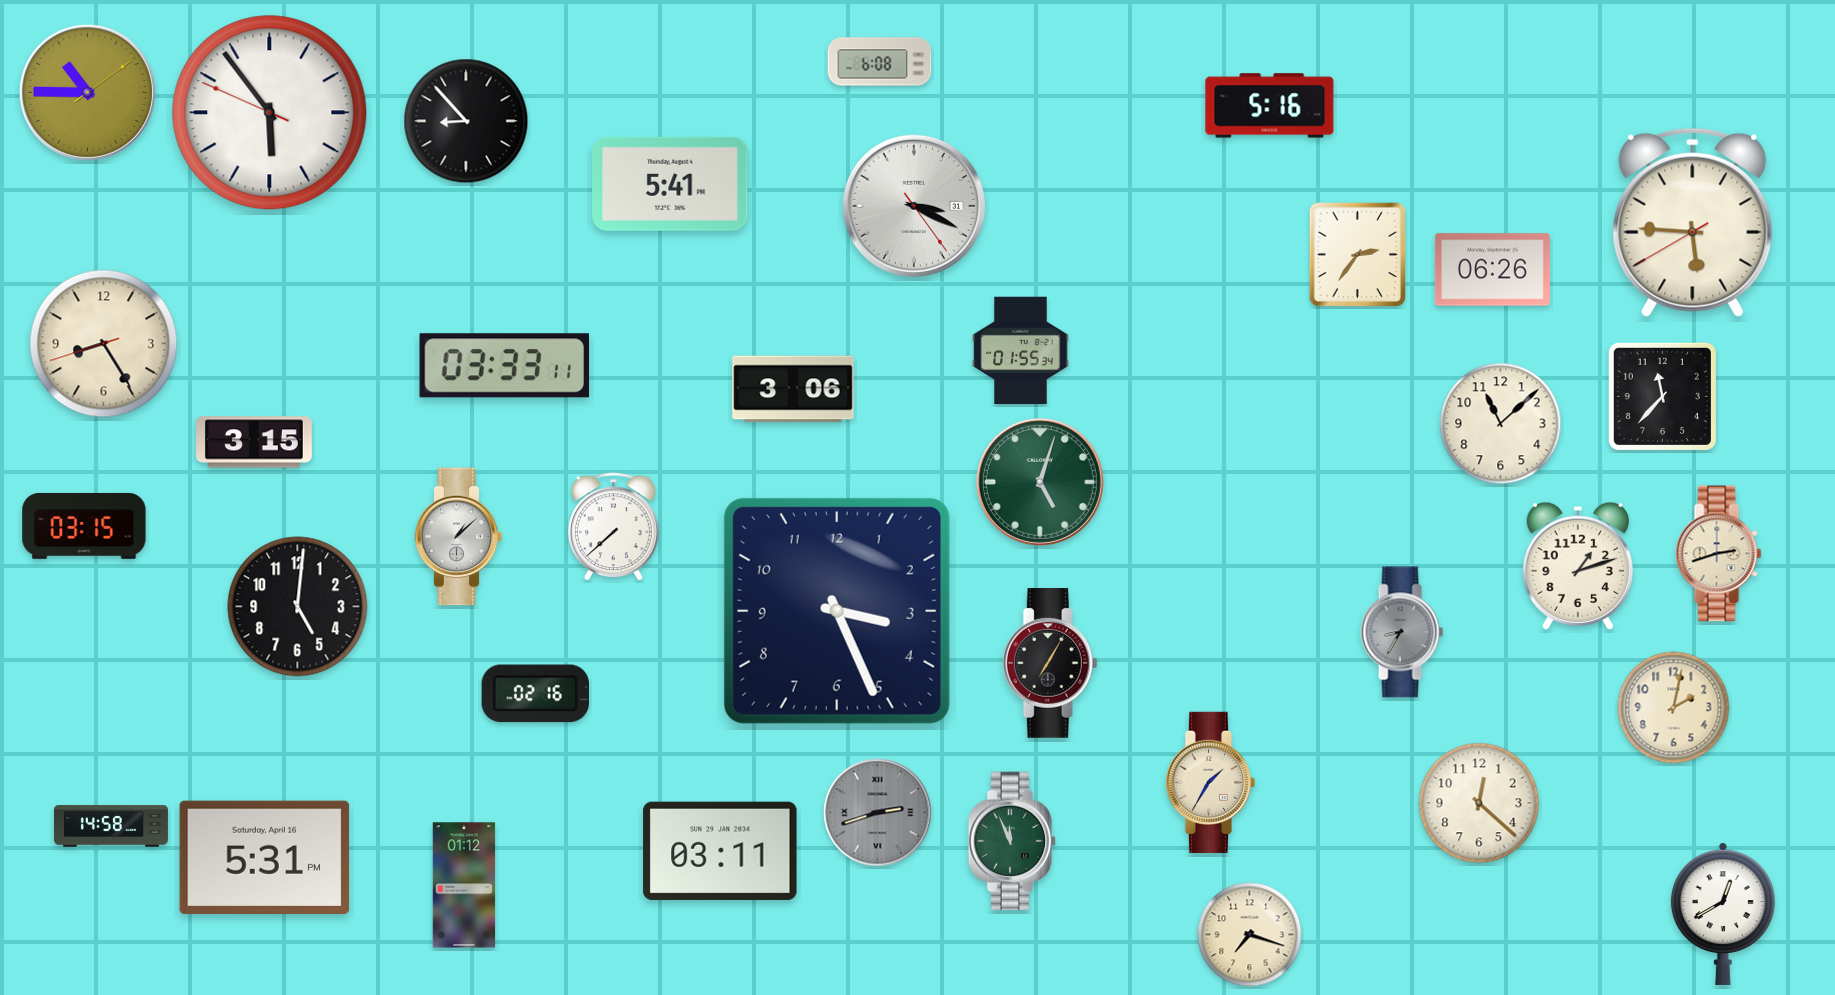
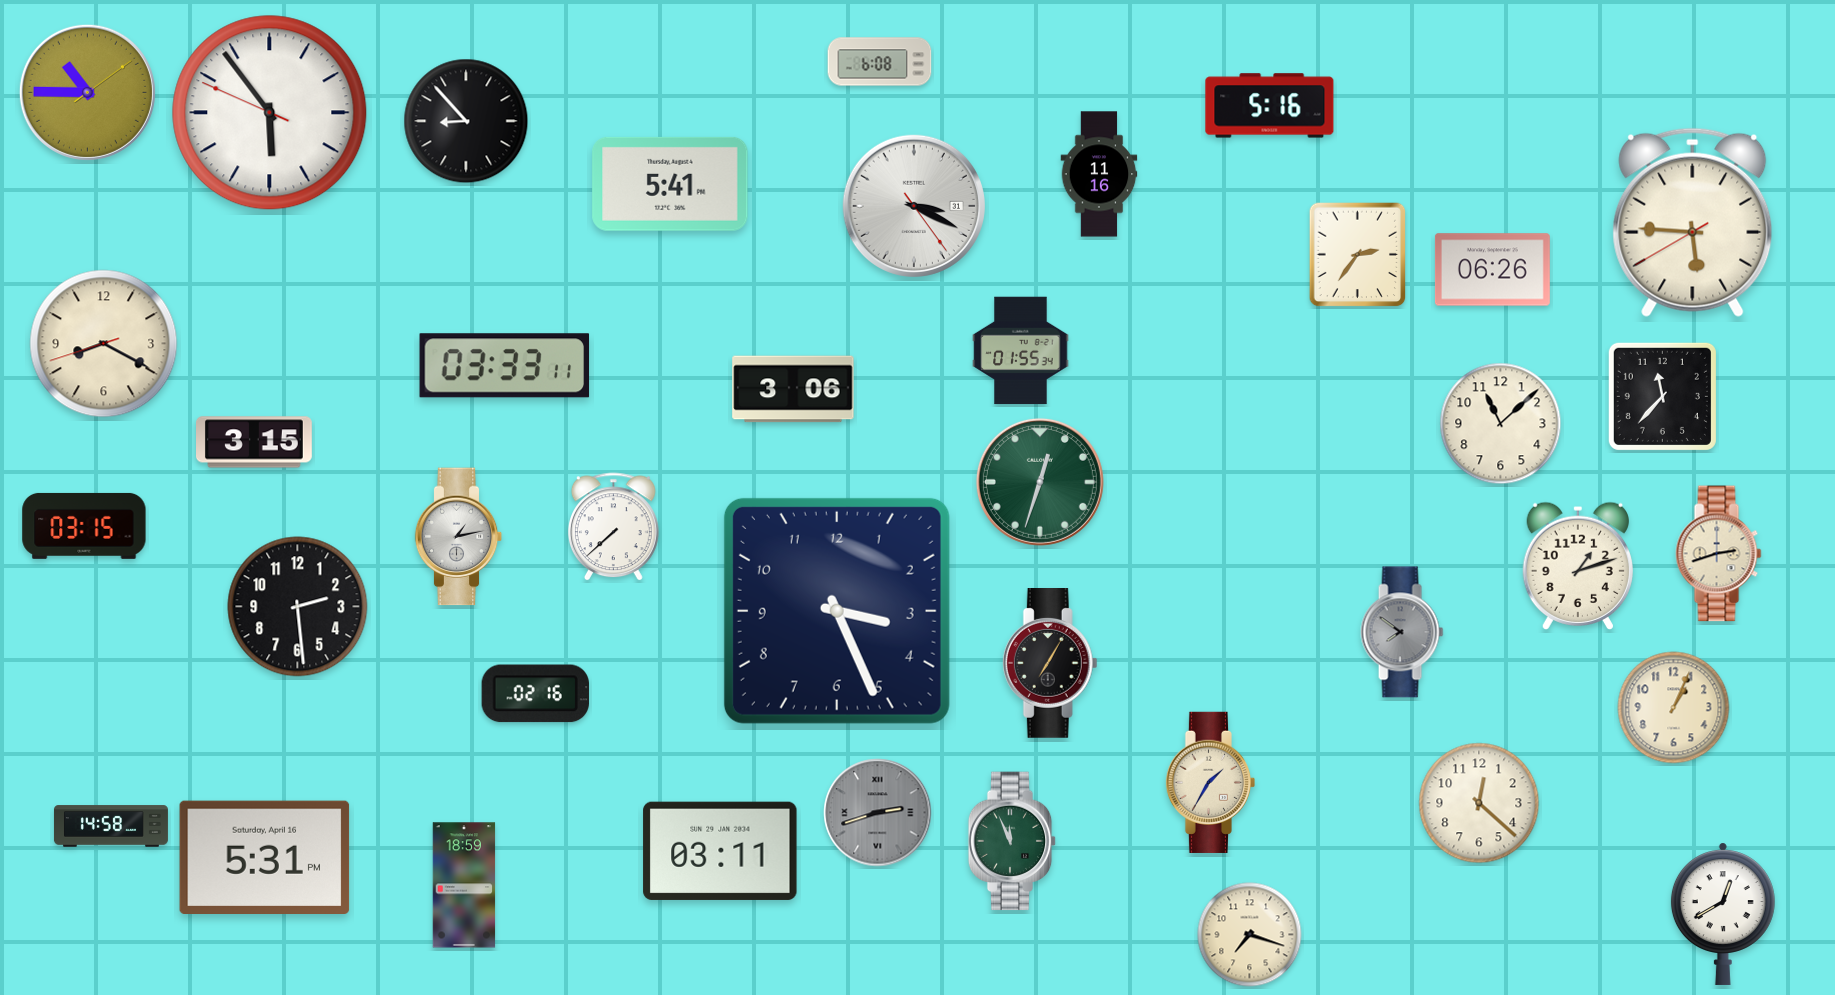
clock at (1099, 174): none -> 11:16
clock at (104, 344): 8:24 -> 8:19
clock at (1040, 482): 5:03 -> 12:33
clock at (459, 537): 1:08 -> 1:13
clock at (298, 607): 5:01 -> 2:29
clock at (1402, 632): 8:35 -> 7:51
clock at (1674, 708): 2:02 -> 1:04
clock at (464, 885): 01:12 -> 18:59
